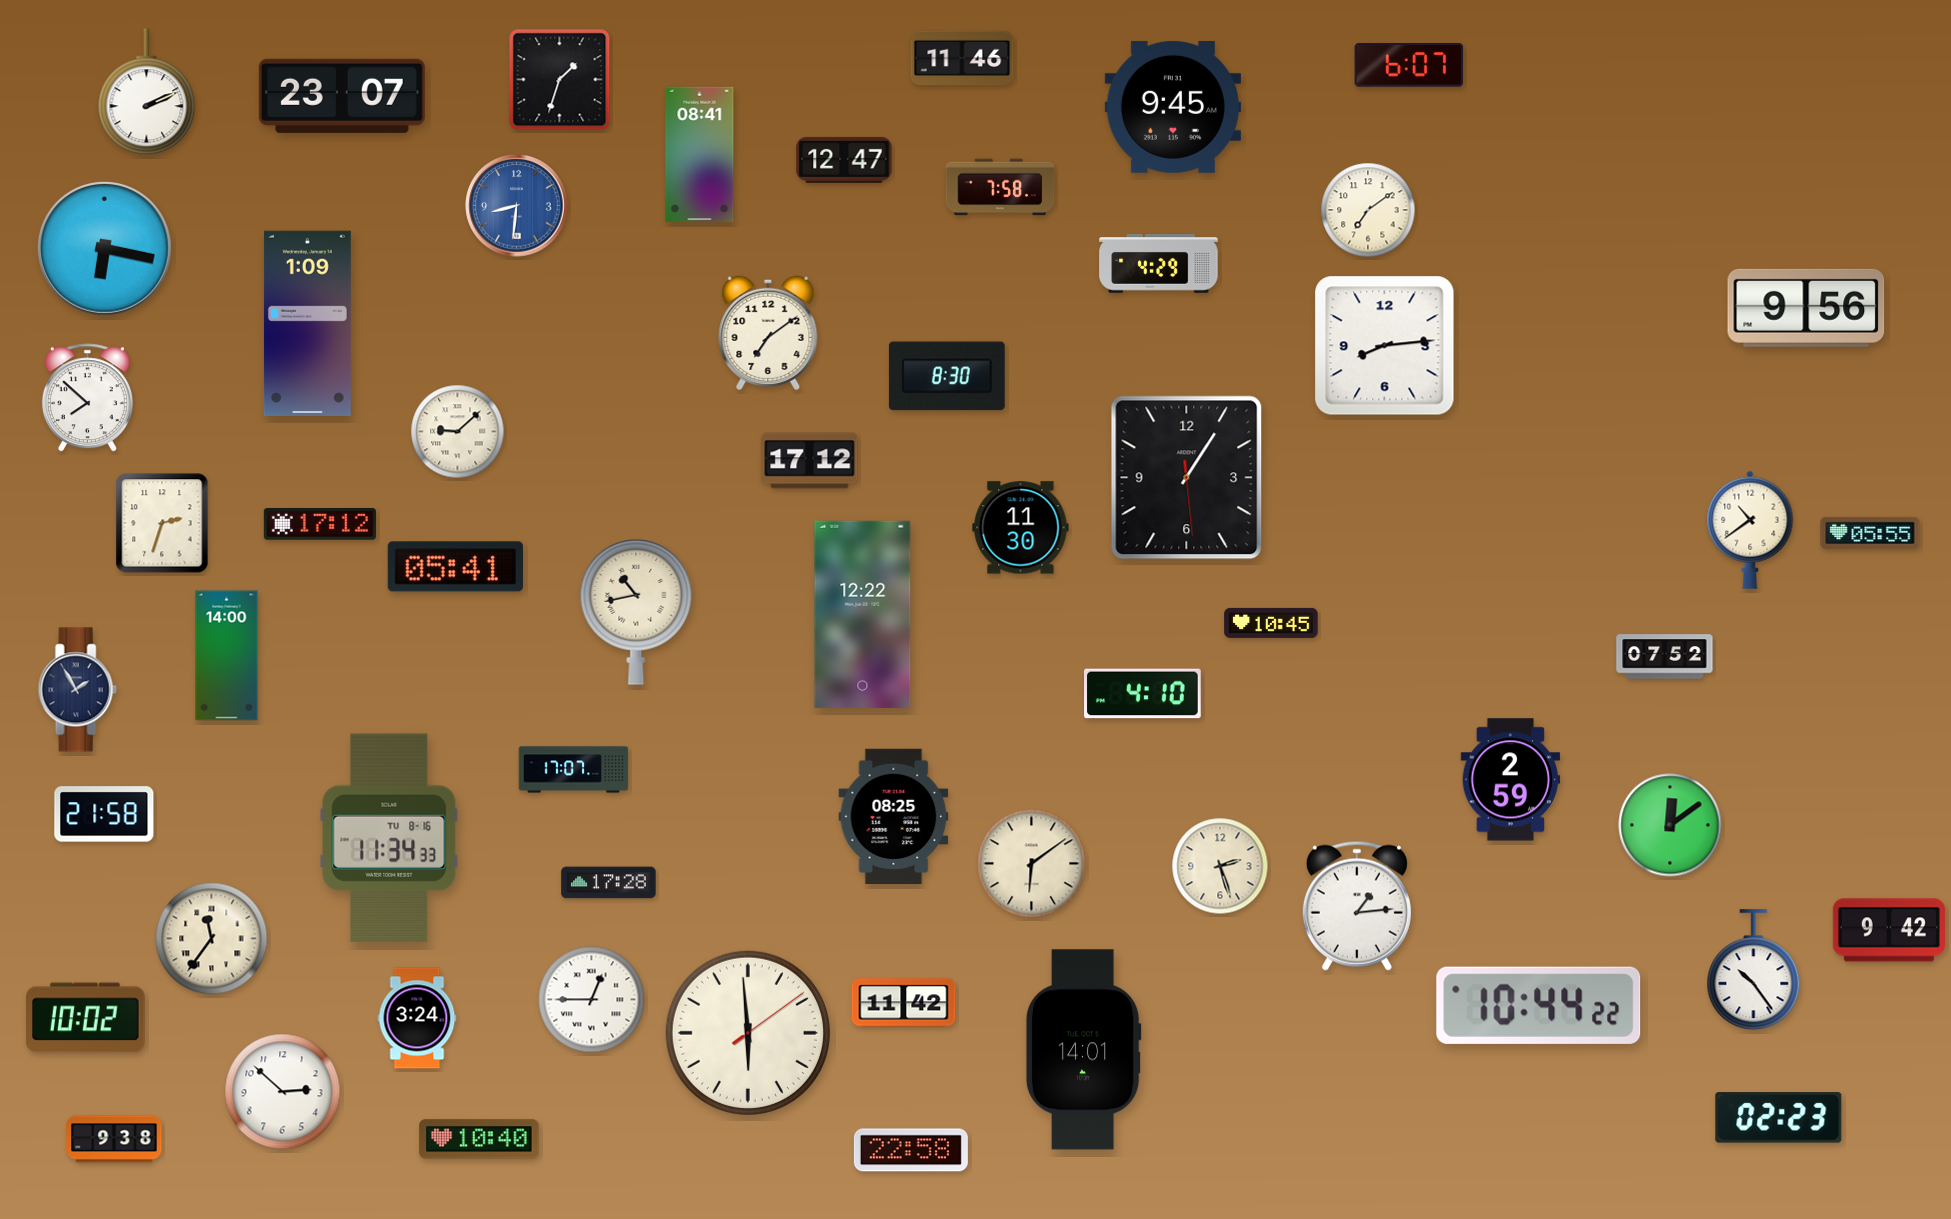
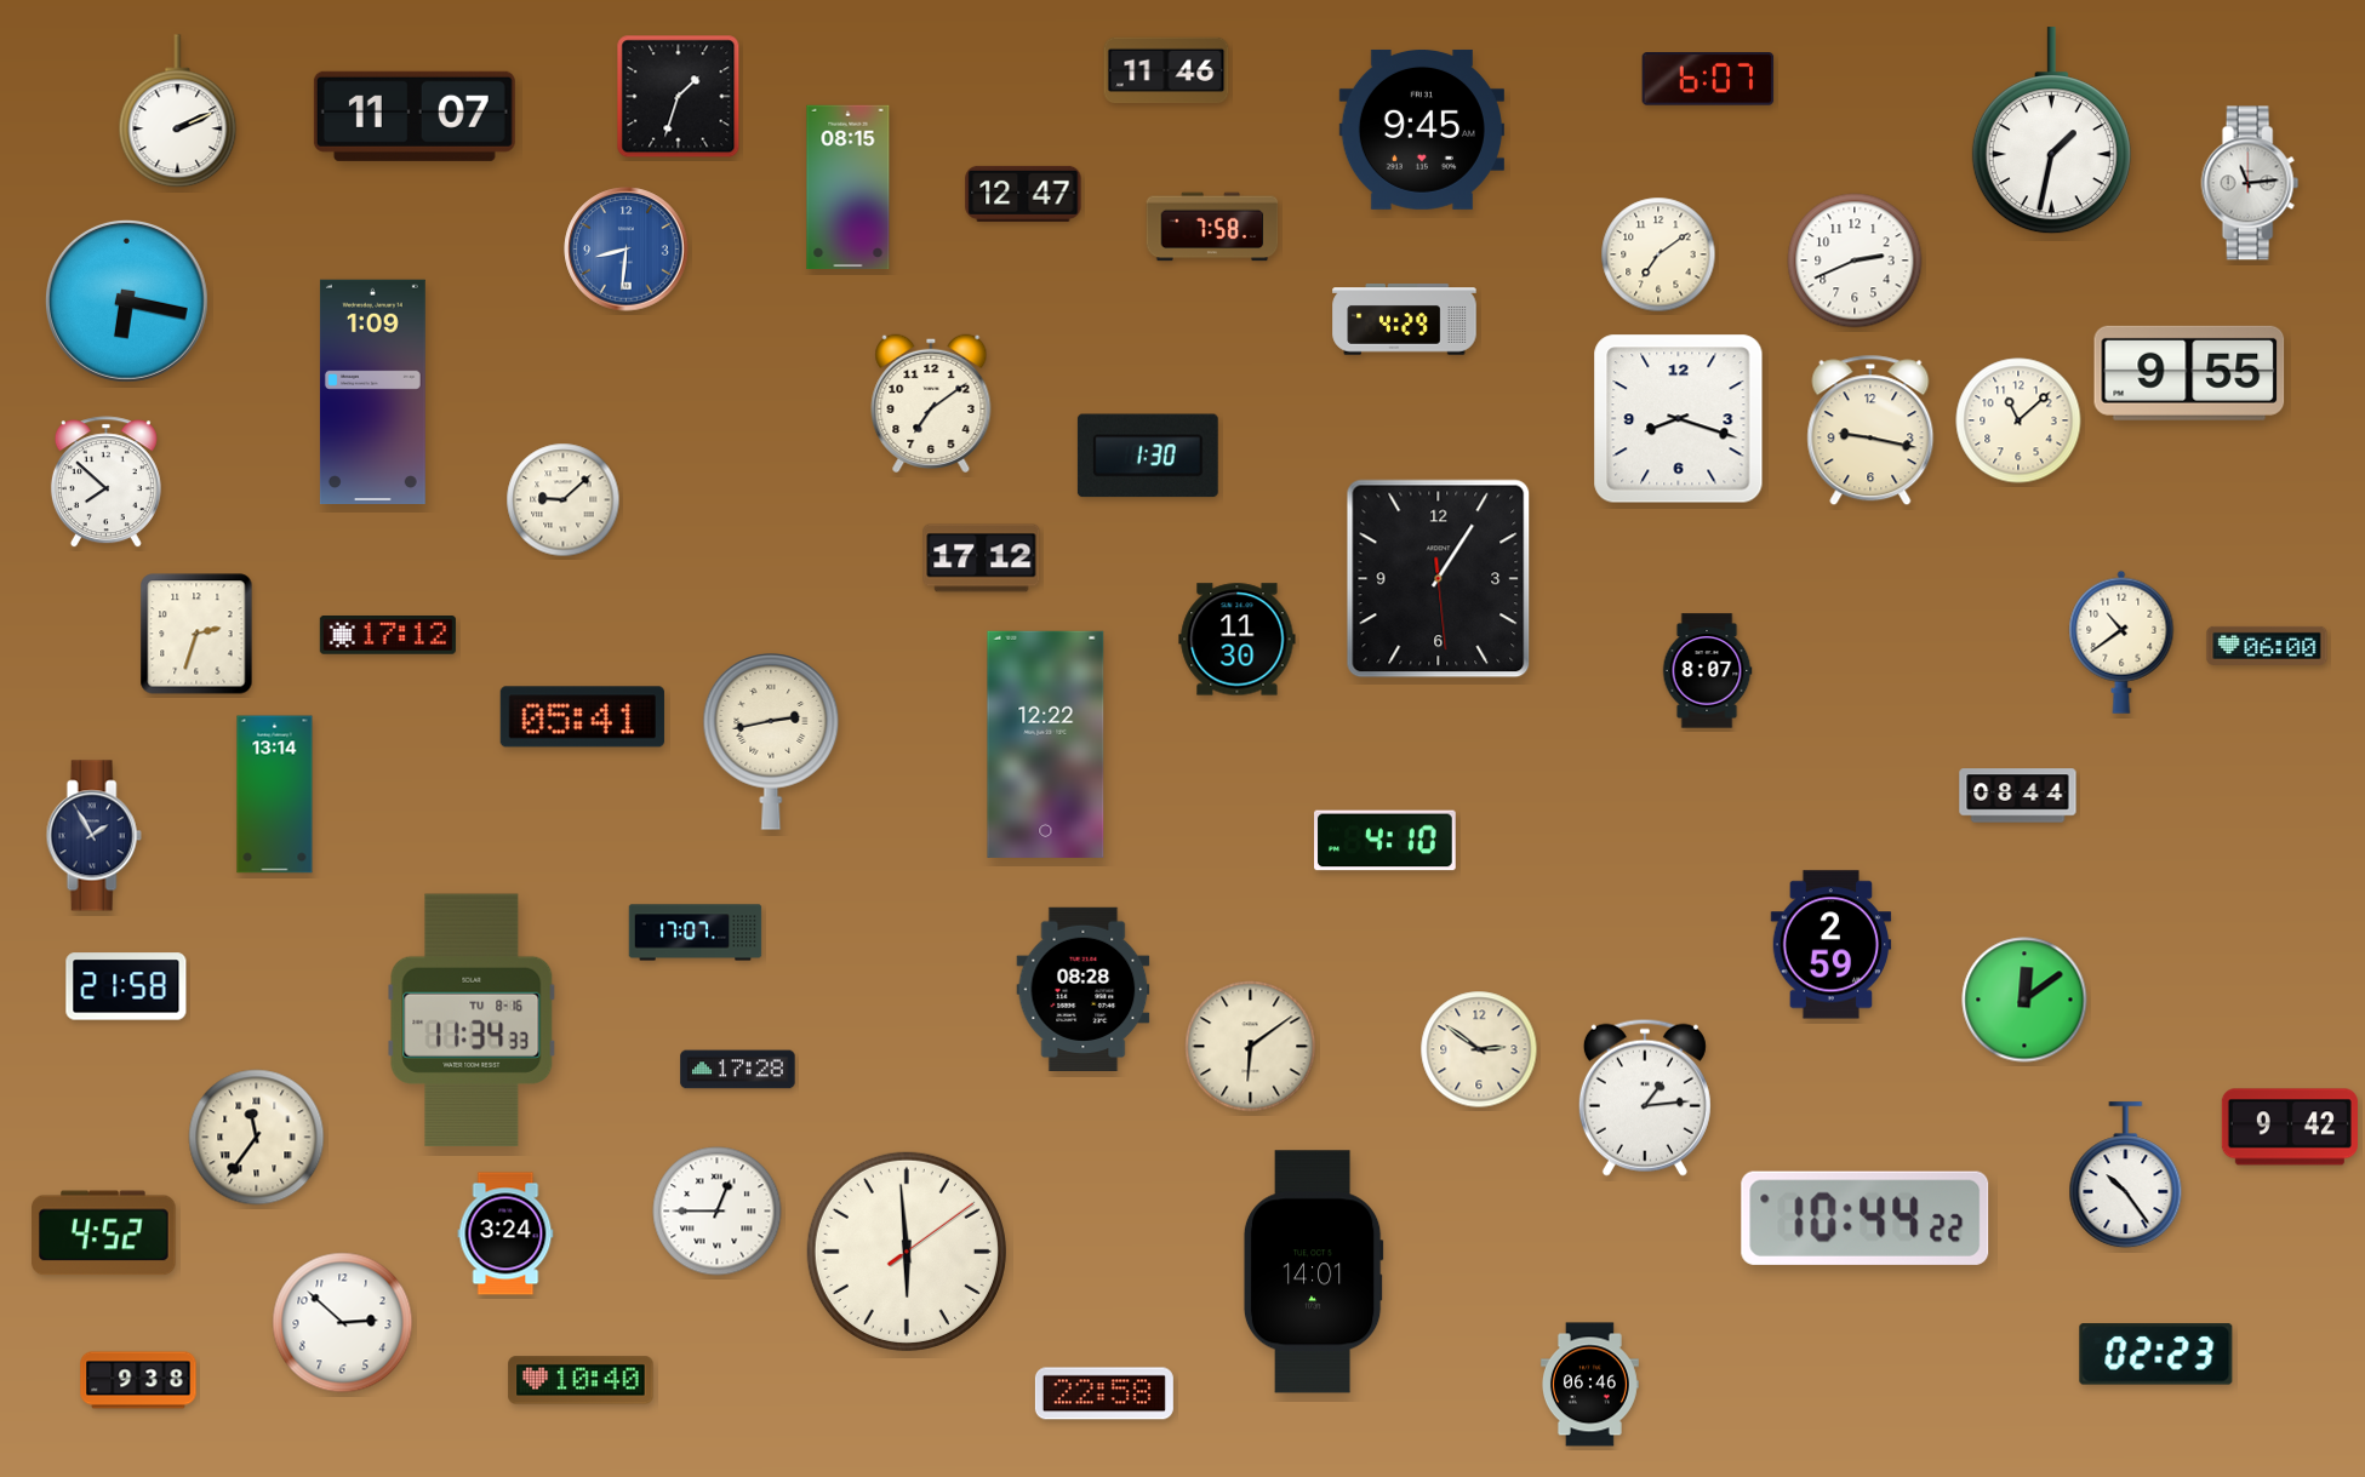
clock at (342, 96): 23:07 -> 11:07
clock at (2051, 131): none -> 1:32
clock at (2250, 183): none -> 11:14
clock at (700, 155): 08:41 -> 08:15
clock at (1855, 261): none -> 2:41
clock at (1806, 308): 9:56 -> 9:55
clock at (1385, 346): 8:14 -> 8:18
clock at (2018, 420): none -> 11:08
clock at (1870, 430): none -> 9:17
clock at (947, 376): 8:30 -> 1:30
clock at (458, 432) position: (458, 432) -> (564, 500)
clock at (1870, 533): 05:55 -> 06:00
clock at (1707, 671): none -> 8:07
clock at (455, 567) position: (455, 567) -> (582, 717)
clock at (636, 612): 10:43 -> 2:43
clock at (1271, 623): 10:45 -> none
clock at (227, 656): 14:00 -> 13:14
clock at (1665, 657): 07:52 -> 08:44
clock at (894, 817): 08:25 -> 08:28
clock at (389, 838) position: (389, 838) -> (472, 1020)
clock at (1220, 866): 2:27 -> 2:51
clock at (904, 1003): 11:42 -> none
clock at (86, 1018): 10:02 -> 4:52
clock at (1589, 1385): none -> 06:46
